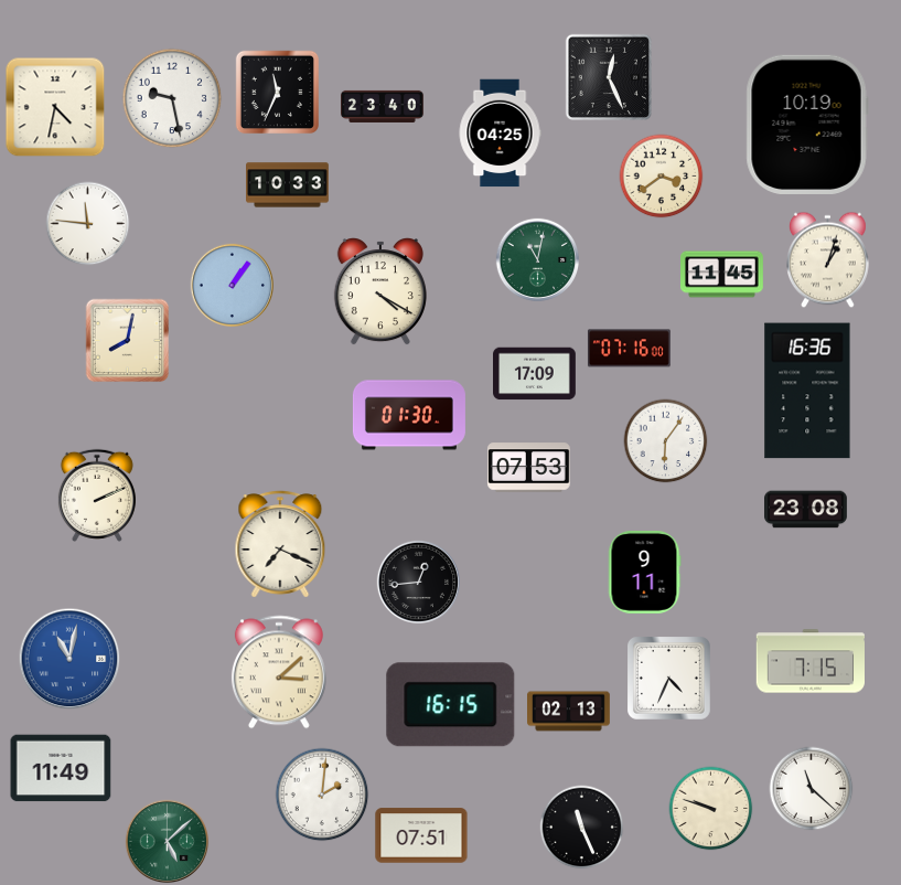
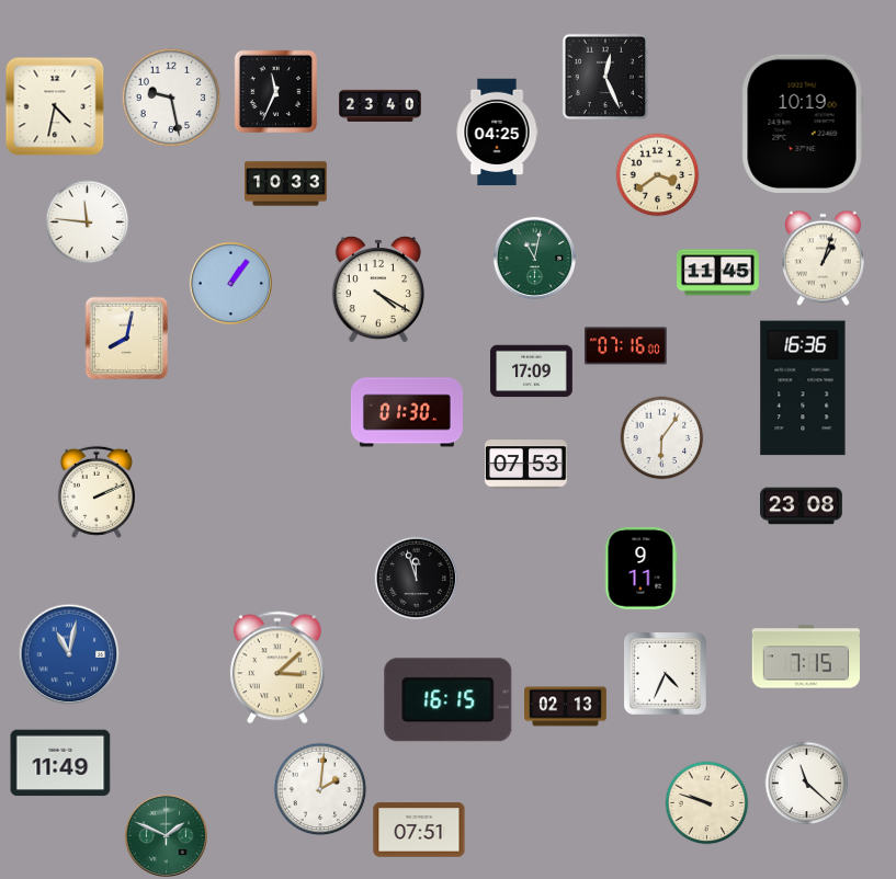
clock at (280, 544): 7:19 -> none
clock at (418, 582): 12:44 -> 11:57
clock at (582, 828): 11:26 -> none
clock at (167, 841): 5:08 -> 1:49
